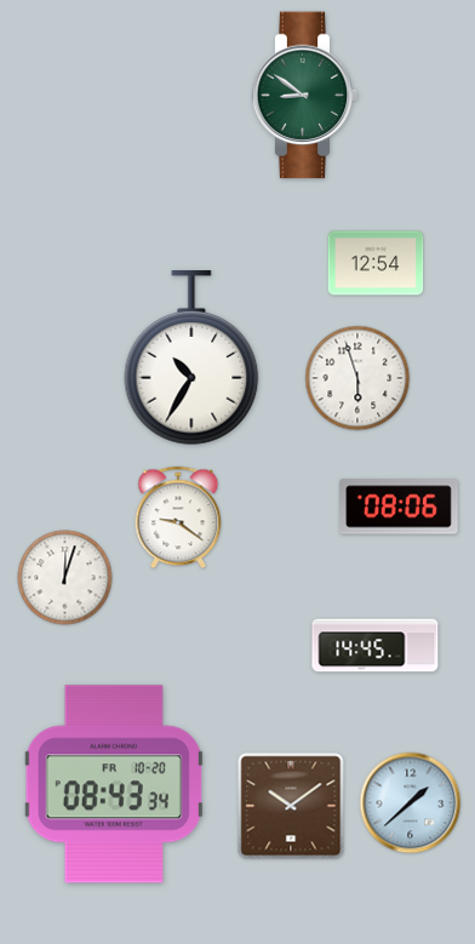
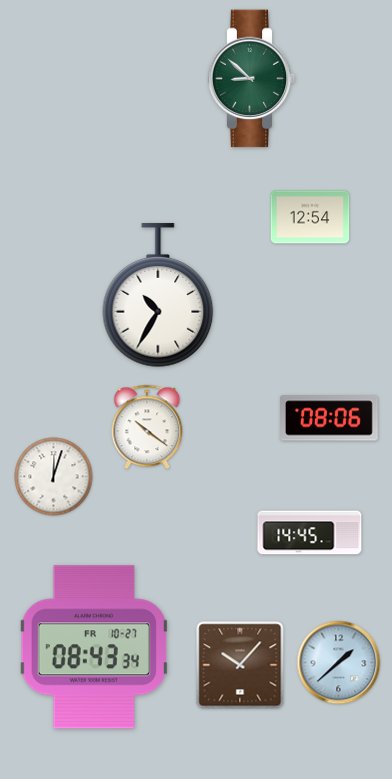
clock at (305, 96): 8:51 -> 8:52
clock at (357, 378): 5:57 -> none
clock at (178, 517): 9:21 -> 10:21
clock at (114, 784) date: FR 10-20 -> FR 10-27
clock at (291, 806): 10:09 -> 10:07
